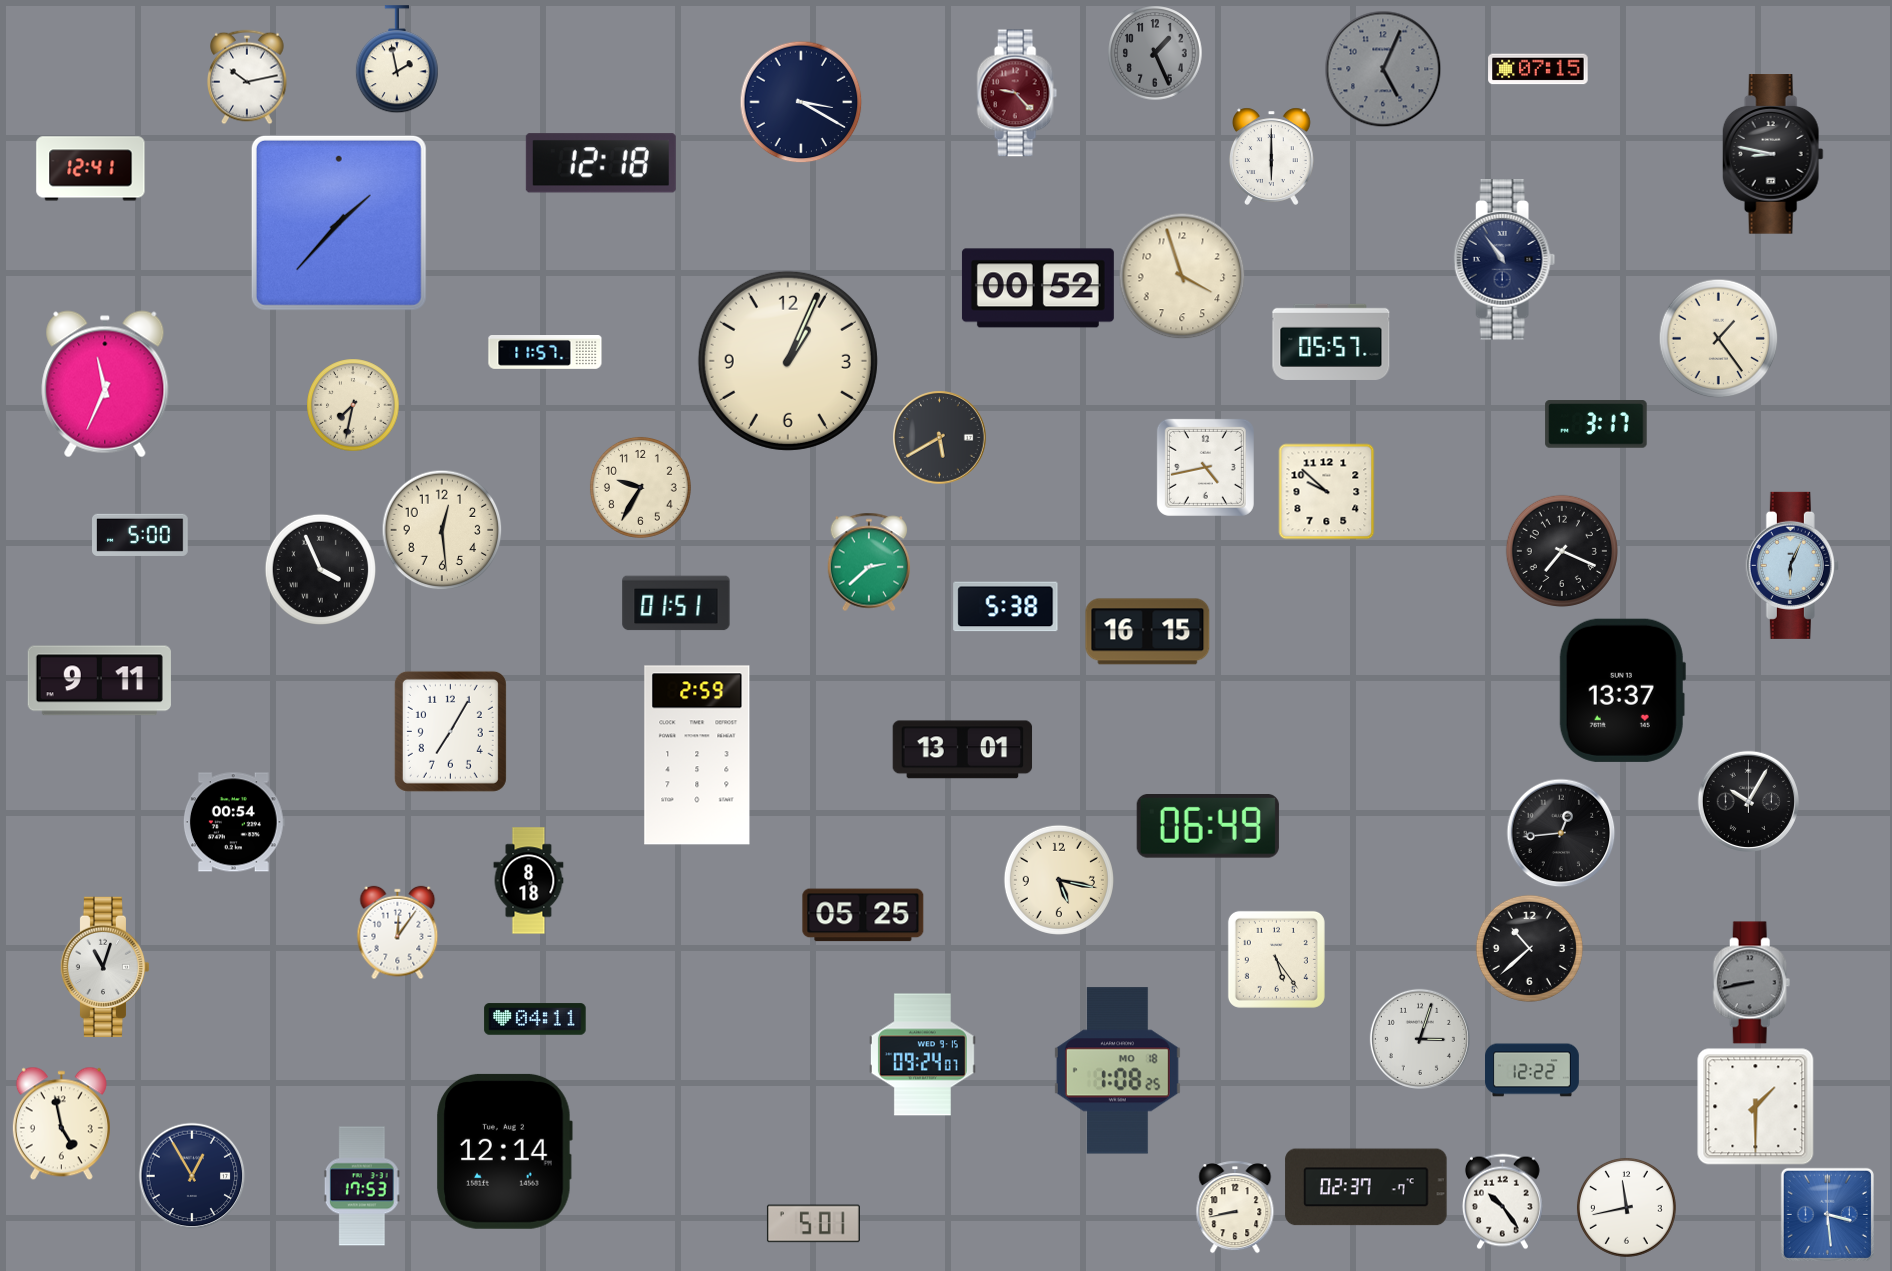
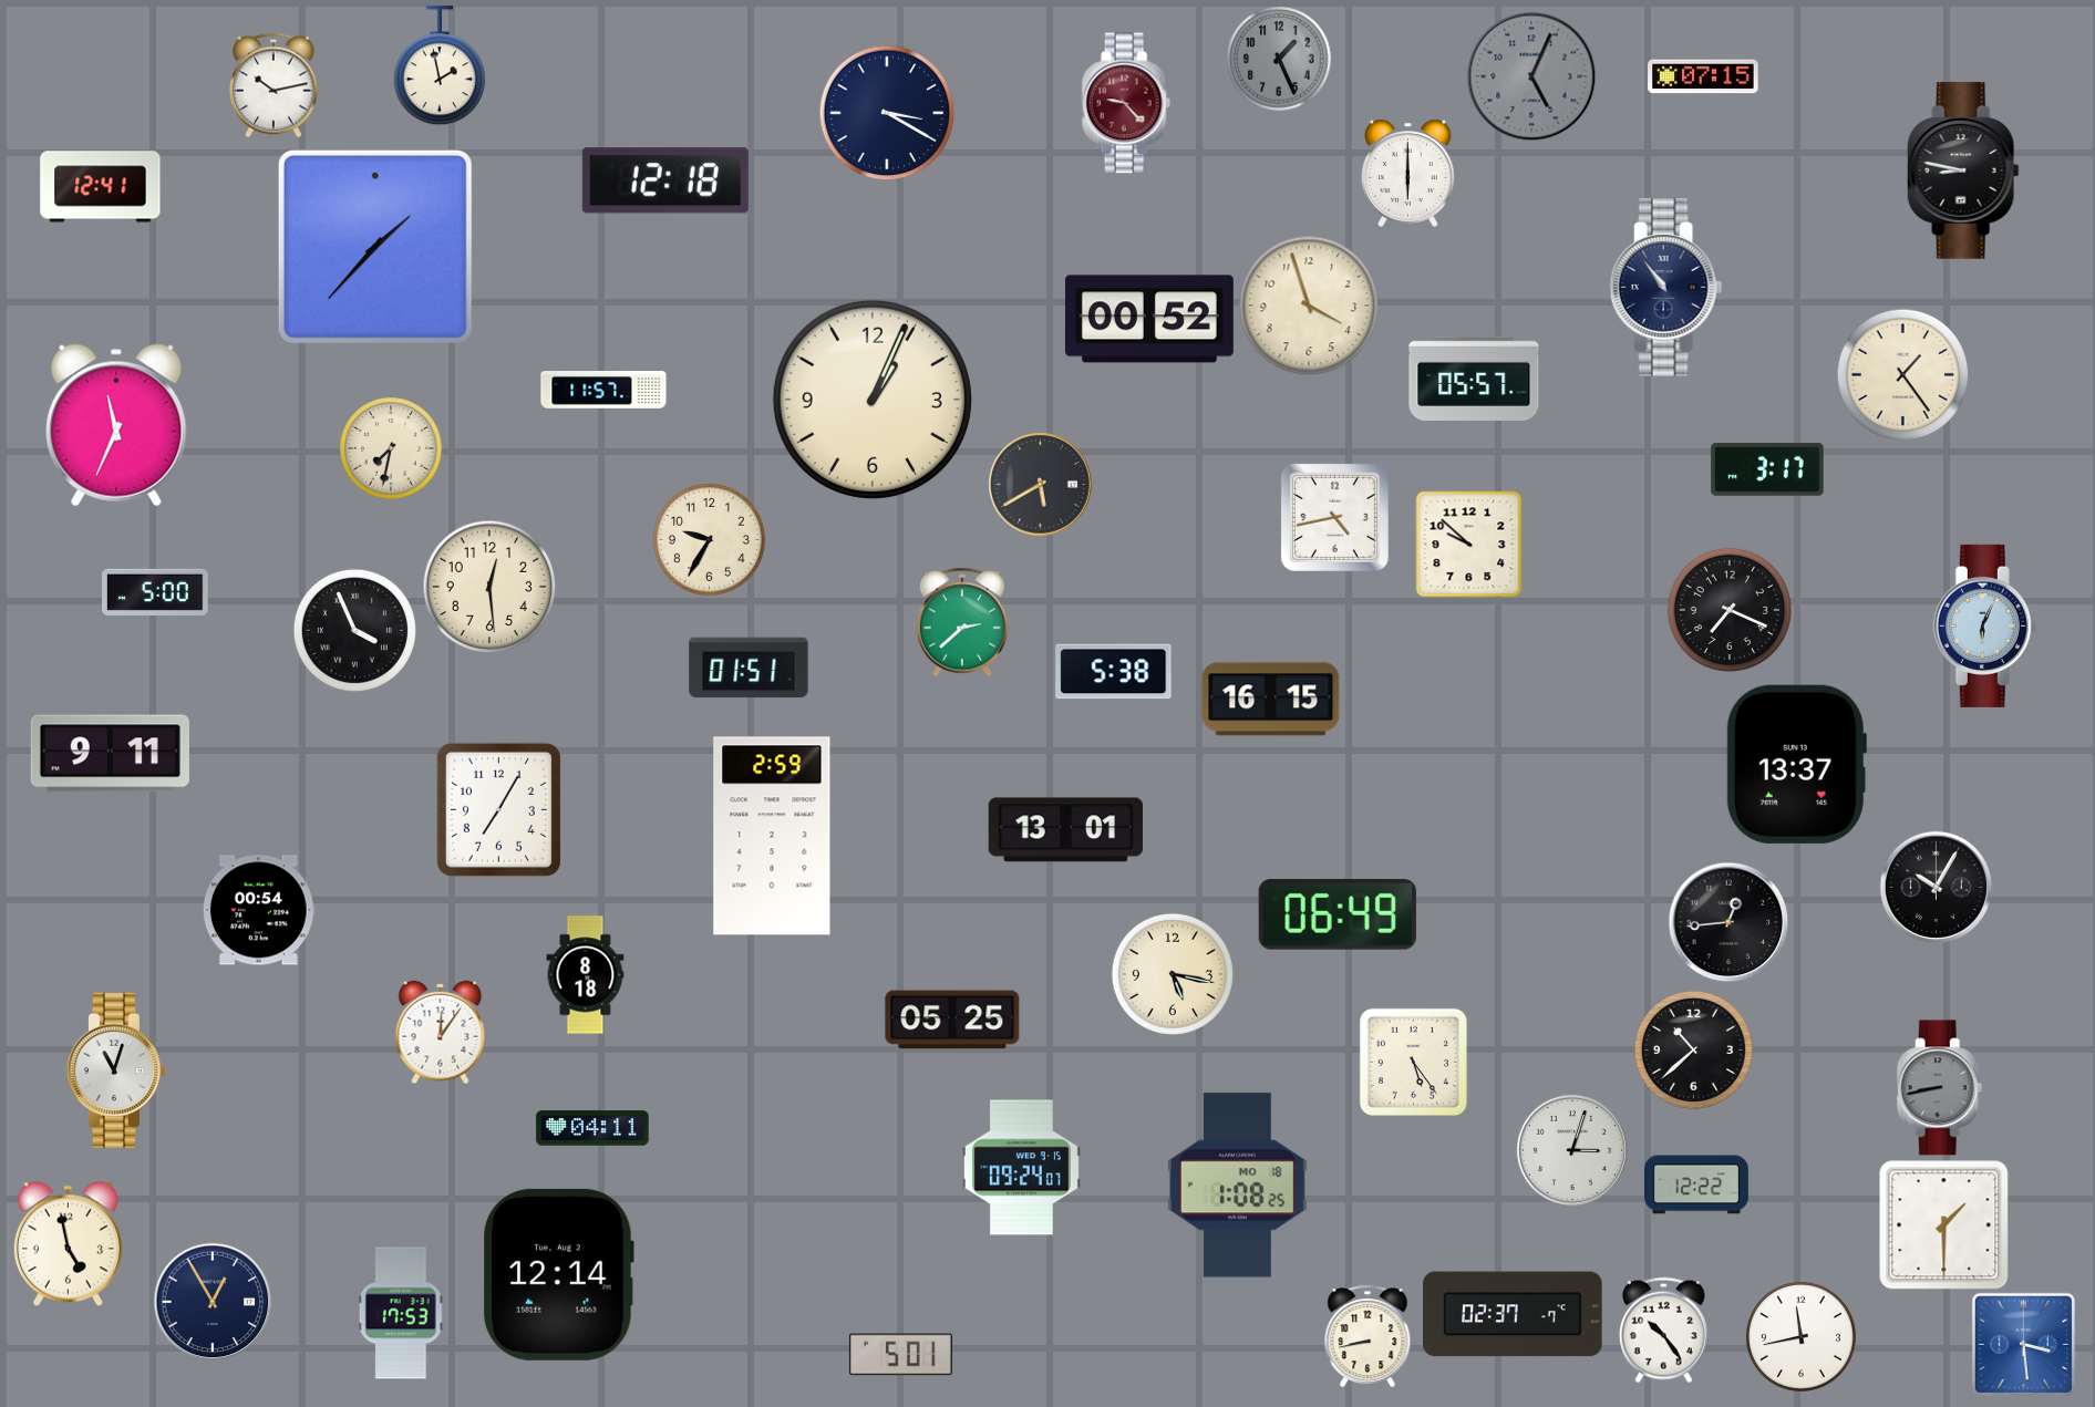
clock at (863, 915) position: (863, 915) -> (952, 1020)
